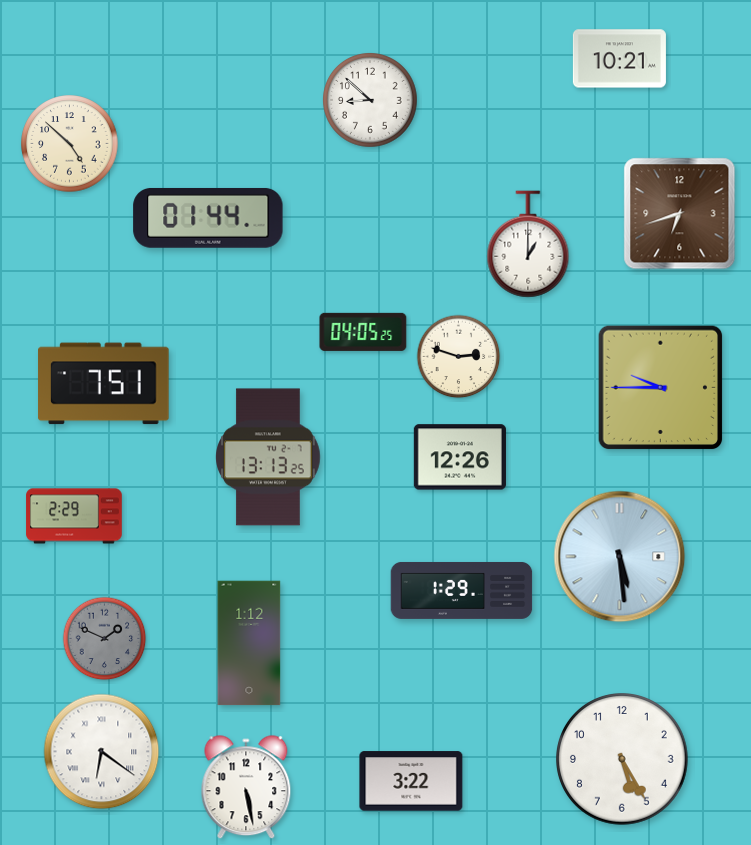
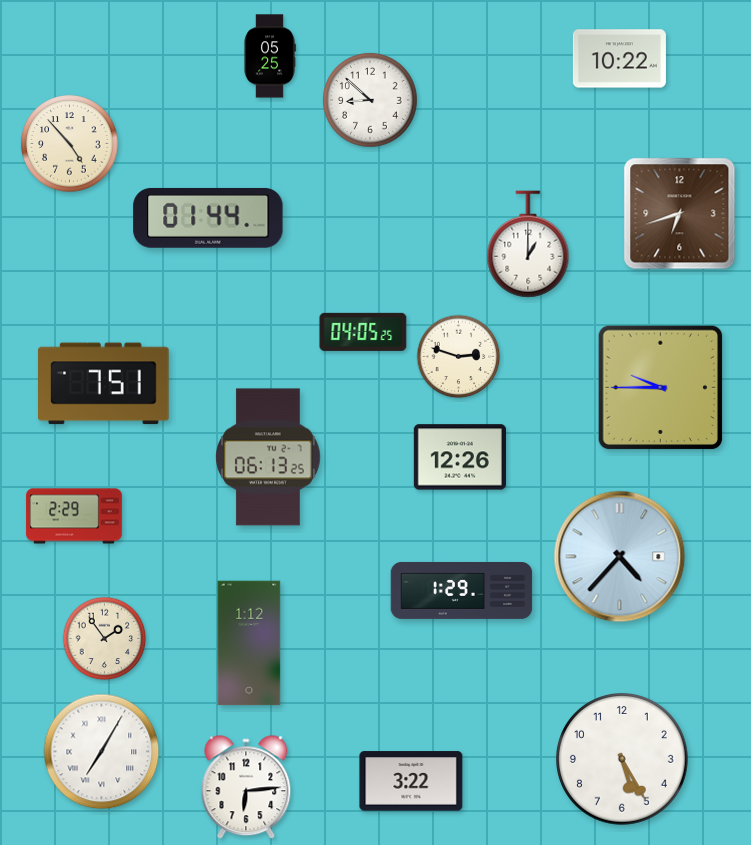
clock at (270, 56): none -> 05:25
clock at (619, 59): 10:21 -> 10:22
clock at (70, 144): 4:52 -> 4:53
clock at (268, 457): 13:13 -> 06:13
clock at (620, 557): 5:29 -> 4:37
clock at (105, 639): 1:49 -> 1:54
clock at (105, 639) dial: grey -> cream
clock at (102, 752): 6:21 -> 7:05
clock at (246, 788): 5:28 -> 6:14
